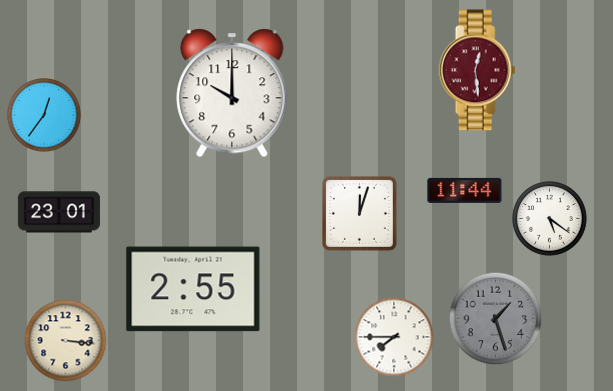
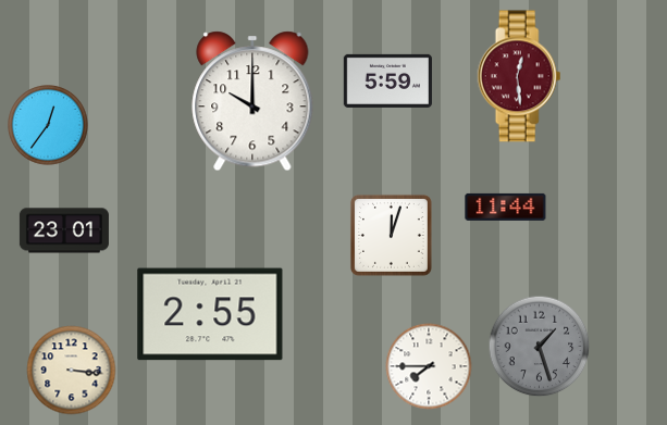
clock at (387, 80): none -> 5:59
clock at (359, 213) position: (359, 213) -> (391, 235)
clock at (550, 219): 5:21 -> none
